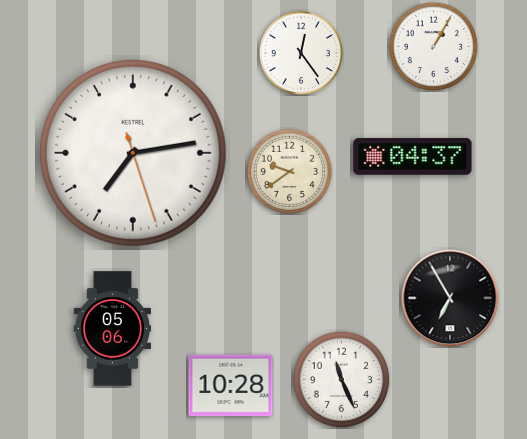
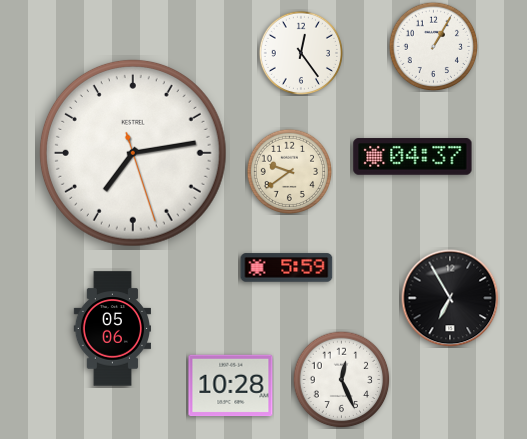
clock at (287, 268): none -> 5:59
clock at (341, 379): 11:26 -> 12:26
